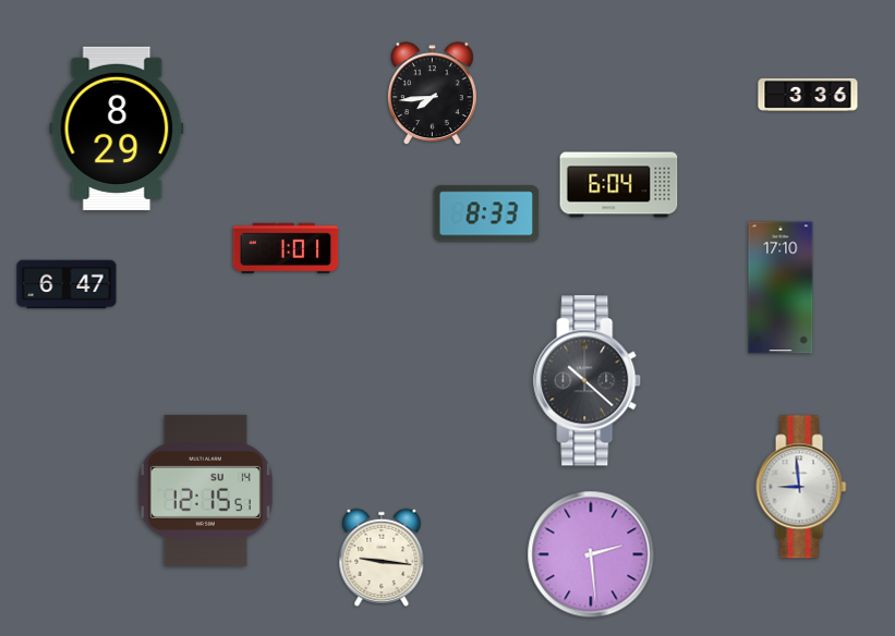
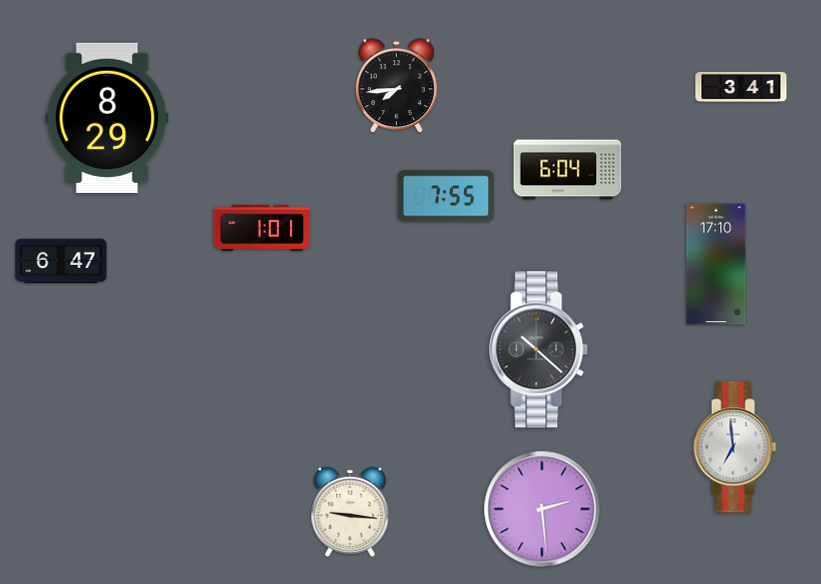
clock at (808, 95): 3:36 -> 3:41
clock at (486, 213): 8:33 -> 7:55
clock at (801, 487): 8:59 -> 6:59
clock at (205, 490): 12:15 -> none
